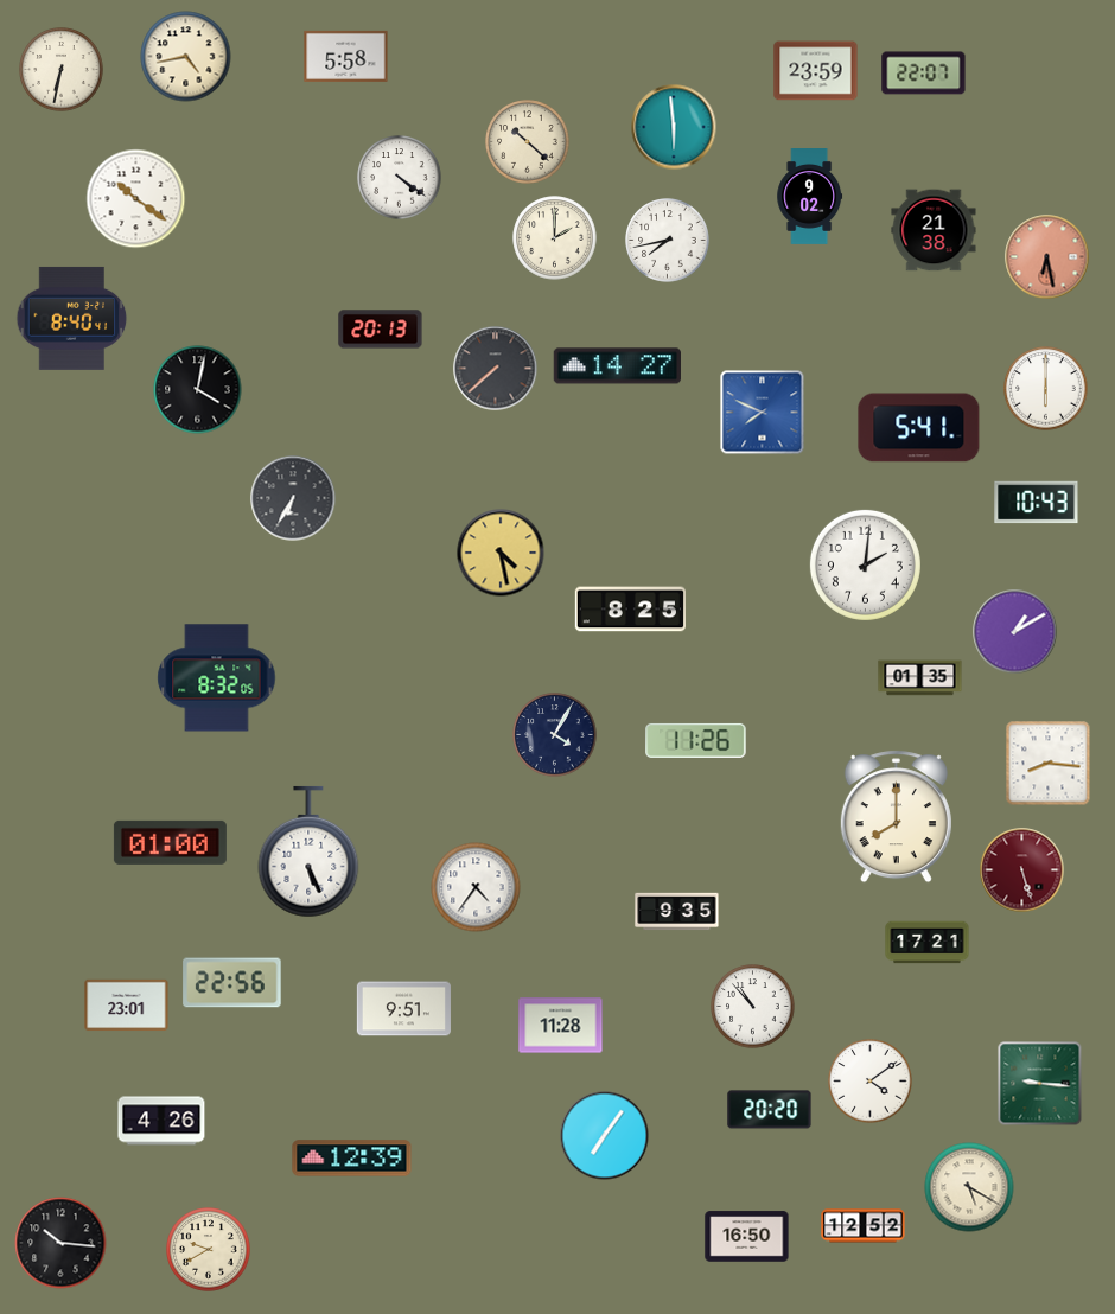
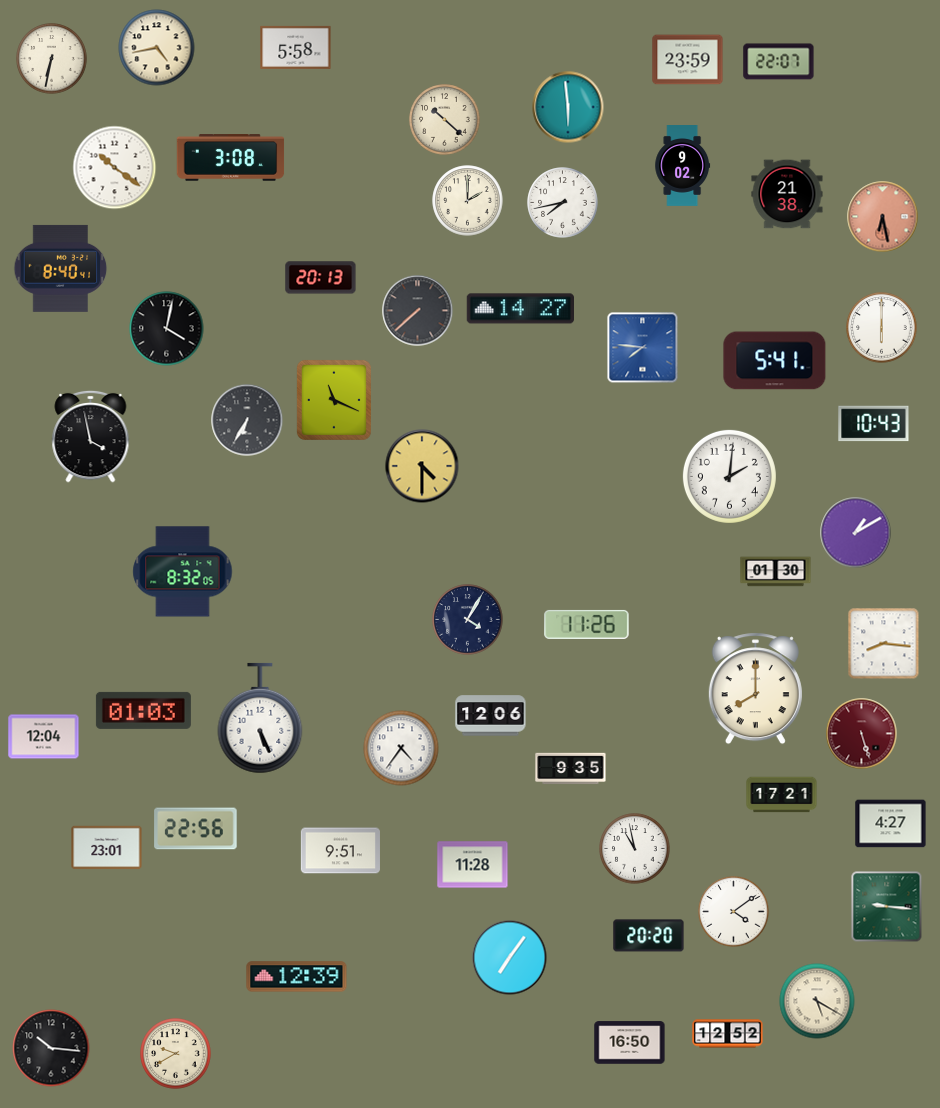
clock at (346, 56) position: (346, 56) -> (296, 47)
clock at (400, 178): 4:21 -> none
clock at (231, 158): none -> 3:08
clock at (763, 413): 7:49 -> 7:46
clock at (334, 400): none -> 11:19
clock at (91, 436): none -> 3:58
clock at (501, 553): 4:28 -> 4:30
clock at (630, 610): 8:25 -> none
clock at (920, 678): 01:35 -> 01:30
clock at (170, 842): 01:00 -> 01:03
clock at (491, 716): none -> 12:06
clock at (44, 737): none -> 12:04
clock at (891, 824): none -> 4:27
clock at (753, 1007): 10:53 -> 10:58
clock at (1040, 1084) position: (1040, 1084) -> (887, 907)
clock at (161, 1121): 4:26 -> none
